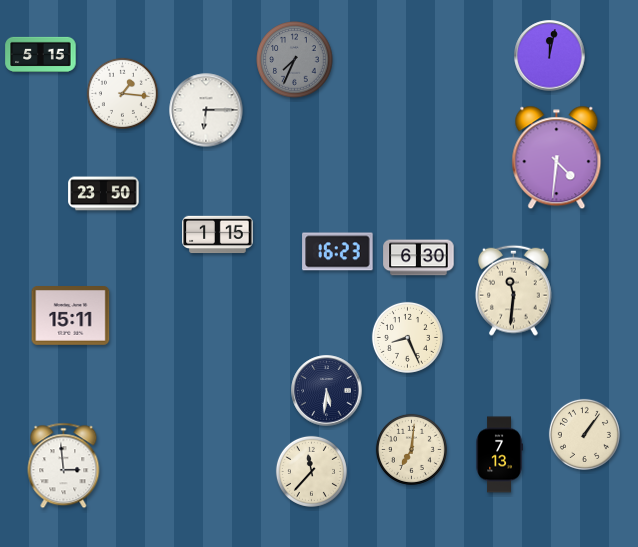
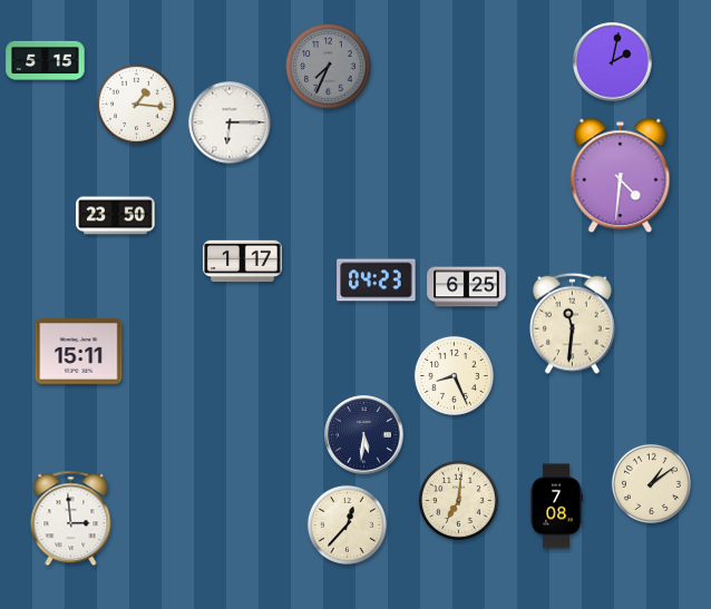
clock at (550, 56): 12:02 -> 2:02
clock at (218, 235): 1:15 -> 1:17
clock at (338, 252): 16:23 -> 04:23
clock at (419, 258): 6:30 -> 6:25
clock at (584, 434): 1:06 -> 1:09
clock at (499, 455): 7:13 -> 7:08
clock at (311, 471): 11:37 -> 12:37
